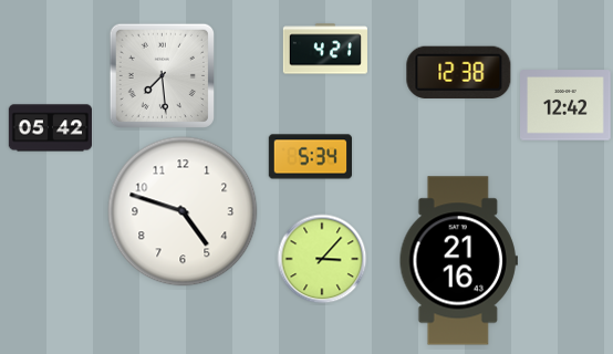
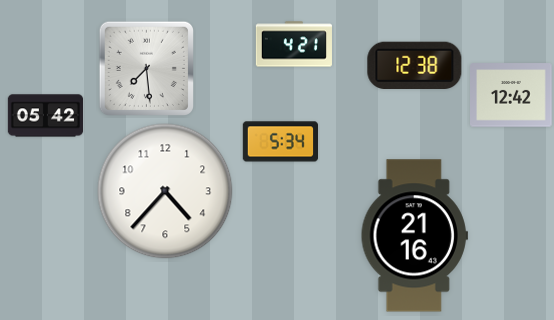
clock at (183, 211): 4:48 -> 4:37
clock at (322, 259): 3:07 -> none
